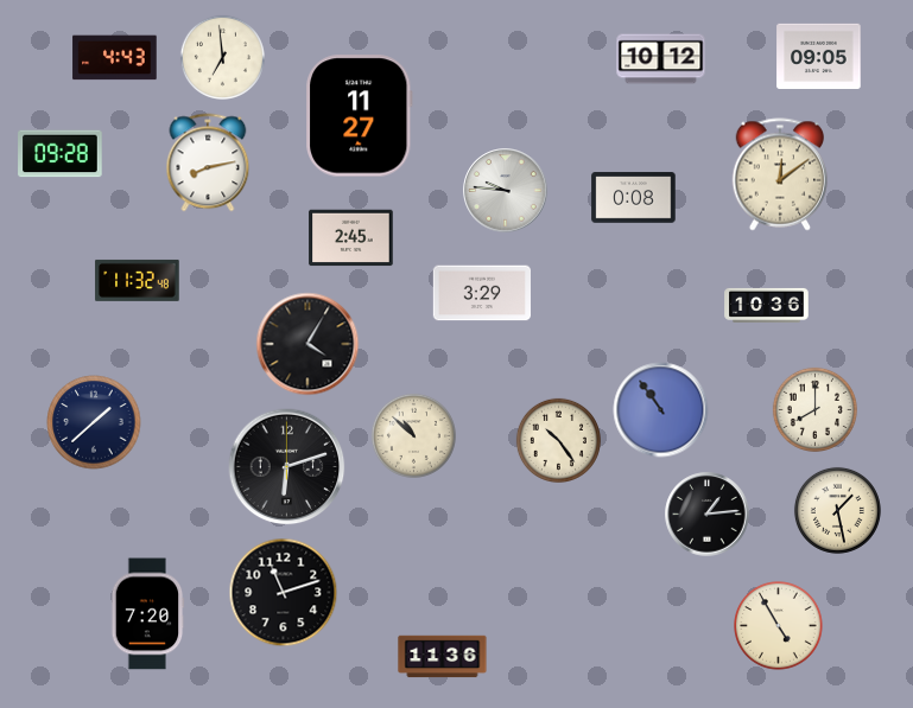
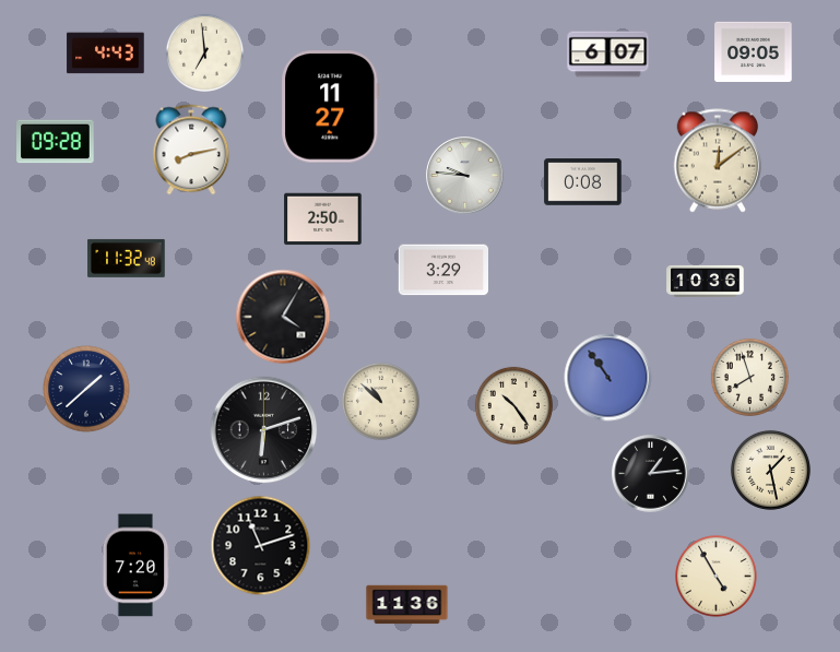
clock at (661, 59): 10:12 -> 6:07
clock at (351, 238): 2:45 -> 2:50
clock at (814, 409): 8:00 -> 7:57
